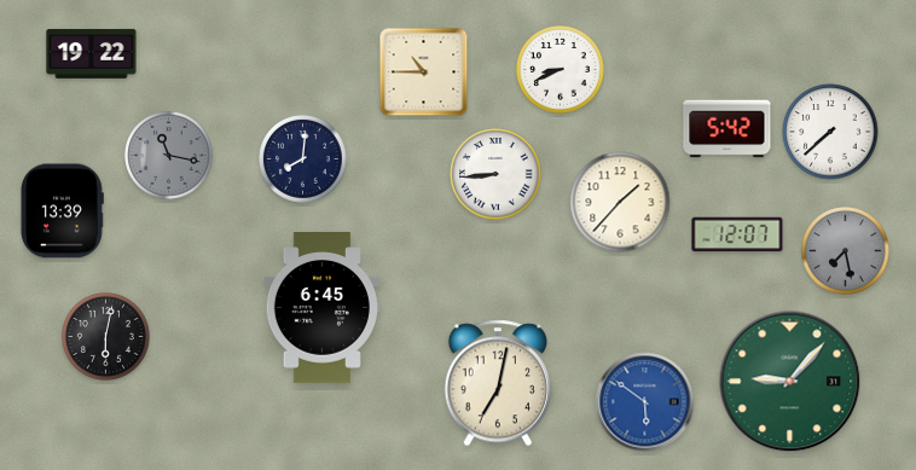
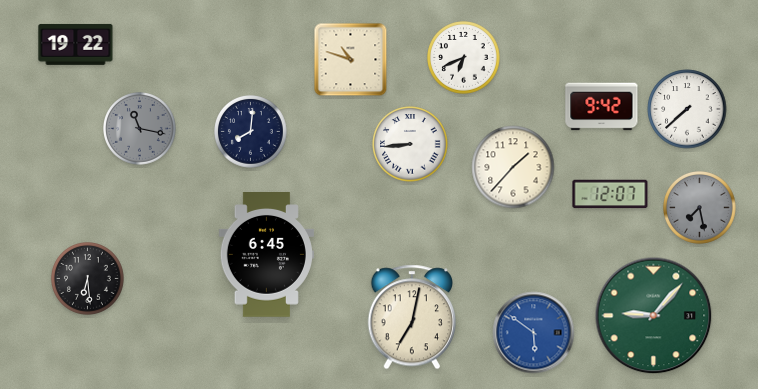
clock at (561, 70): 8:41 -> 6:41
clock at (424, 72): 10:45 -> 10:48
clock at (727, 129): 5:42 -> 9:42
clock at (63, 211): 13:39 -> none
clock at (106, 337): 6:02 -> 6:29
